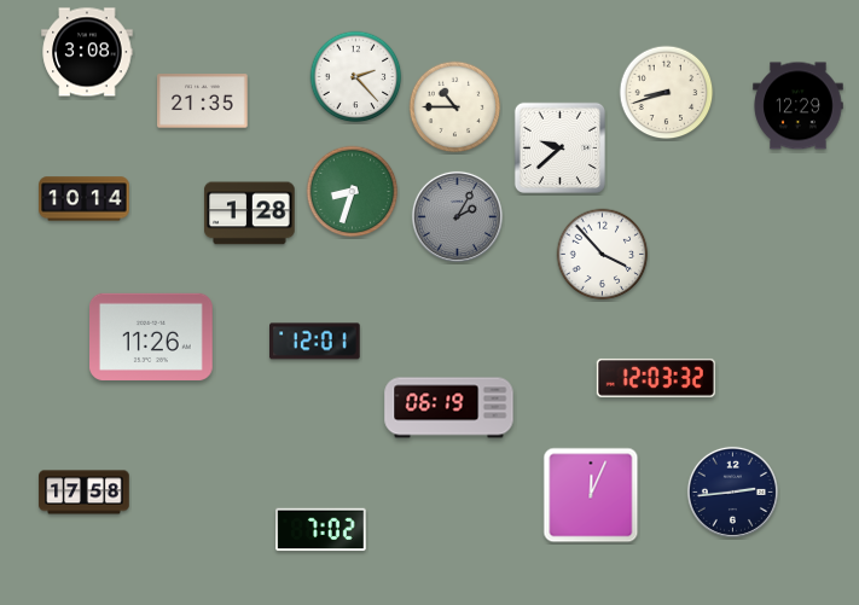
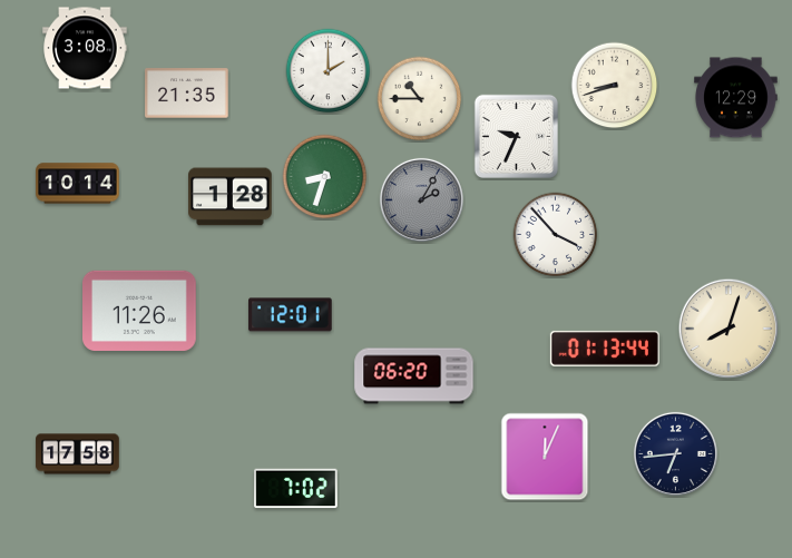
clock at (87, 52) position: (87, 52) -> (85, 48)
clock at (356, 77): 2:23 -> 2:00
clock at (559, 147): 9:38 -> 9:34
clock at (729, 329): none -> 8:03
clock at (656, 378): 12:03 -> 01:13
clock at (449, 408): 06:19 -> 06:20
clock at (732, 491): 2:44 -> 6:44
